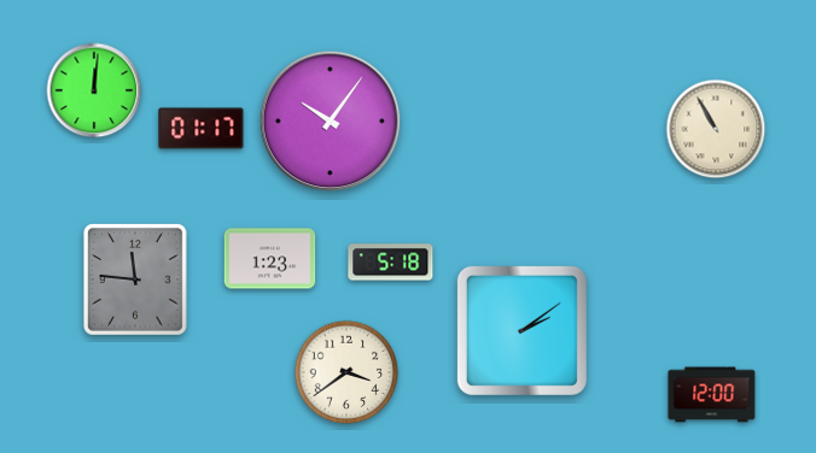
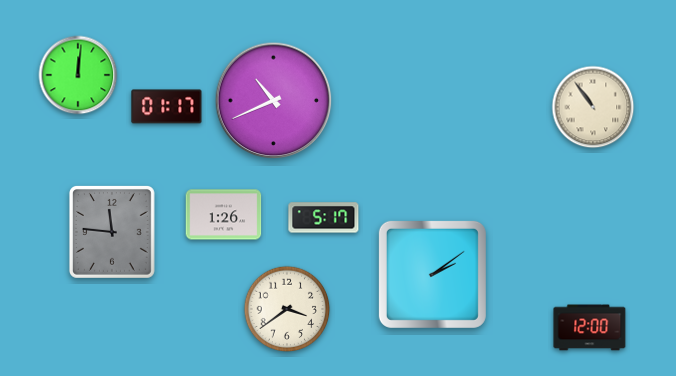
clock at (331, 122): 10:06 -> 10:41
clock at (716, 129): 10:55 -> 10:54
clock at (270, 259): 1:23 -> 1:26
clock at (391, 263): 5:18 -> 5:17
